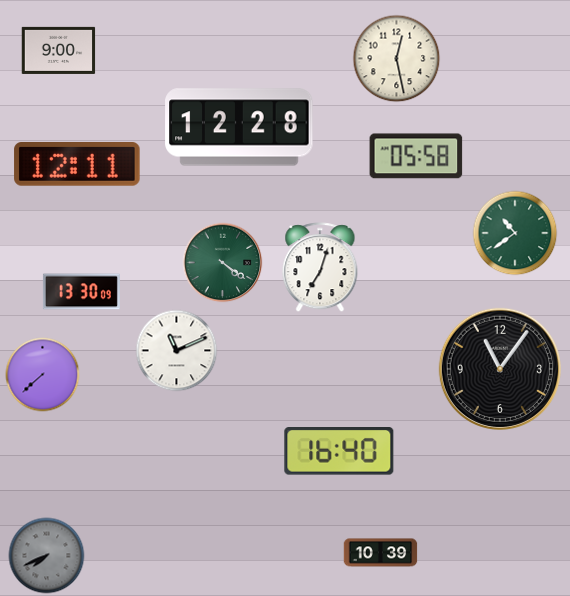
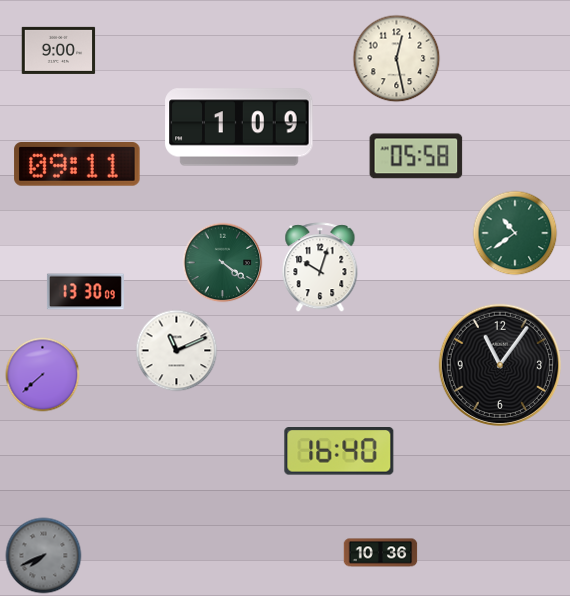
clock at (239, 127): 12:28 -> 1:09
clock at (77, 165): 12:11 -> 09:11
clock at (320, 268): 7:03 -> 10:03
clock at (81, 292) position: (81, 292) -> (85, 292)
clock at (500, 369) position: (500, 369) -> (500, 365)
clock at (381, 553): 10:39 -> 10:36
clock at (47, 556) position: (47, 556) -> (44, 556)
